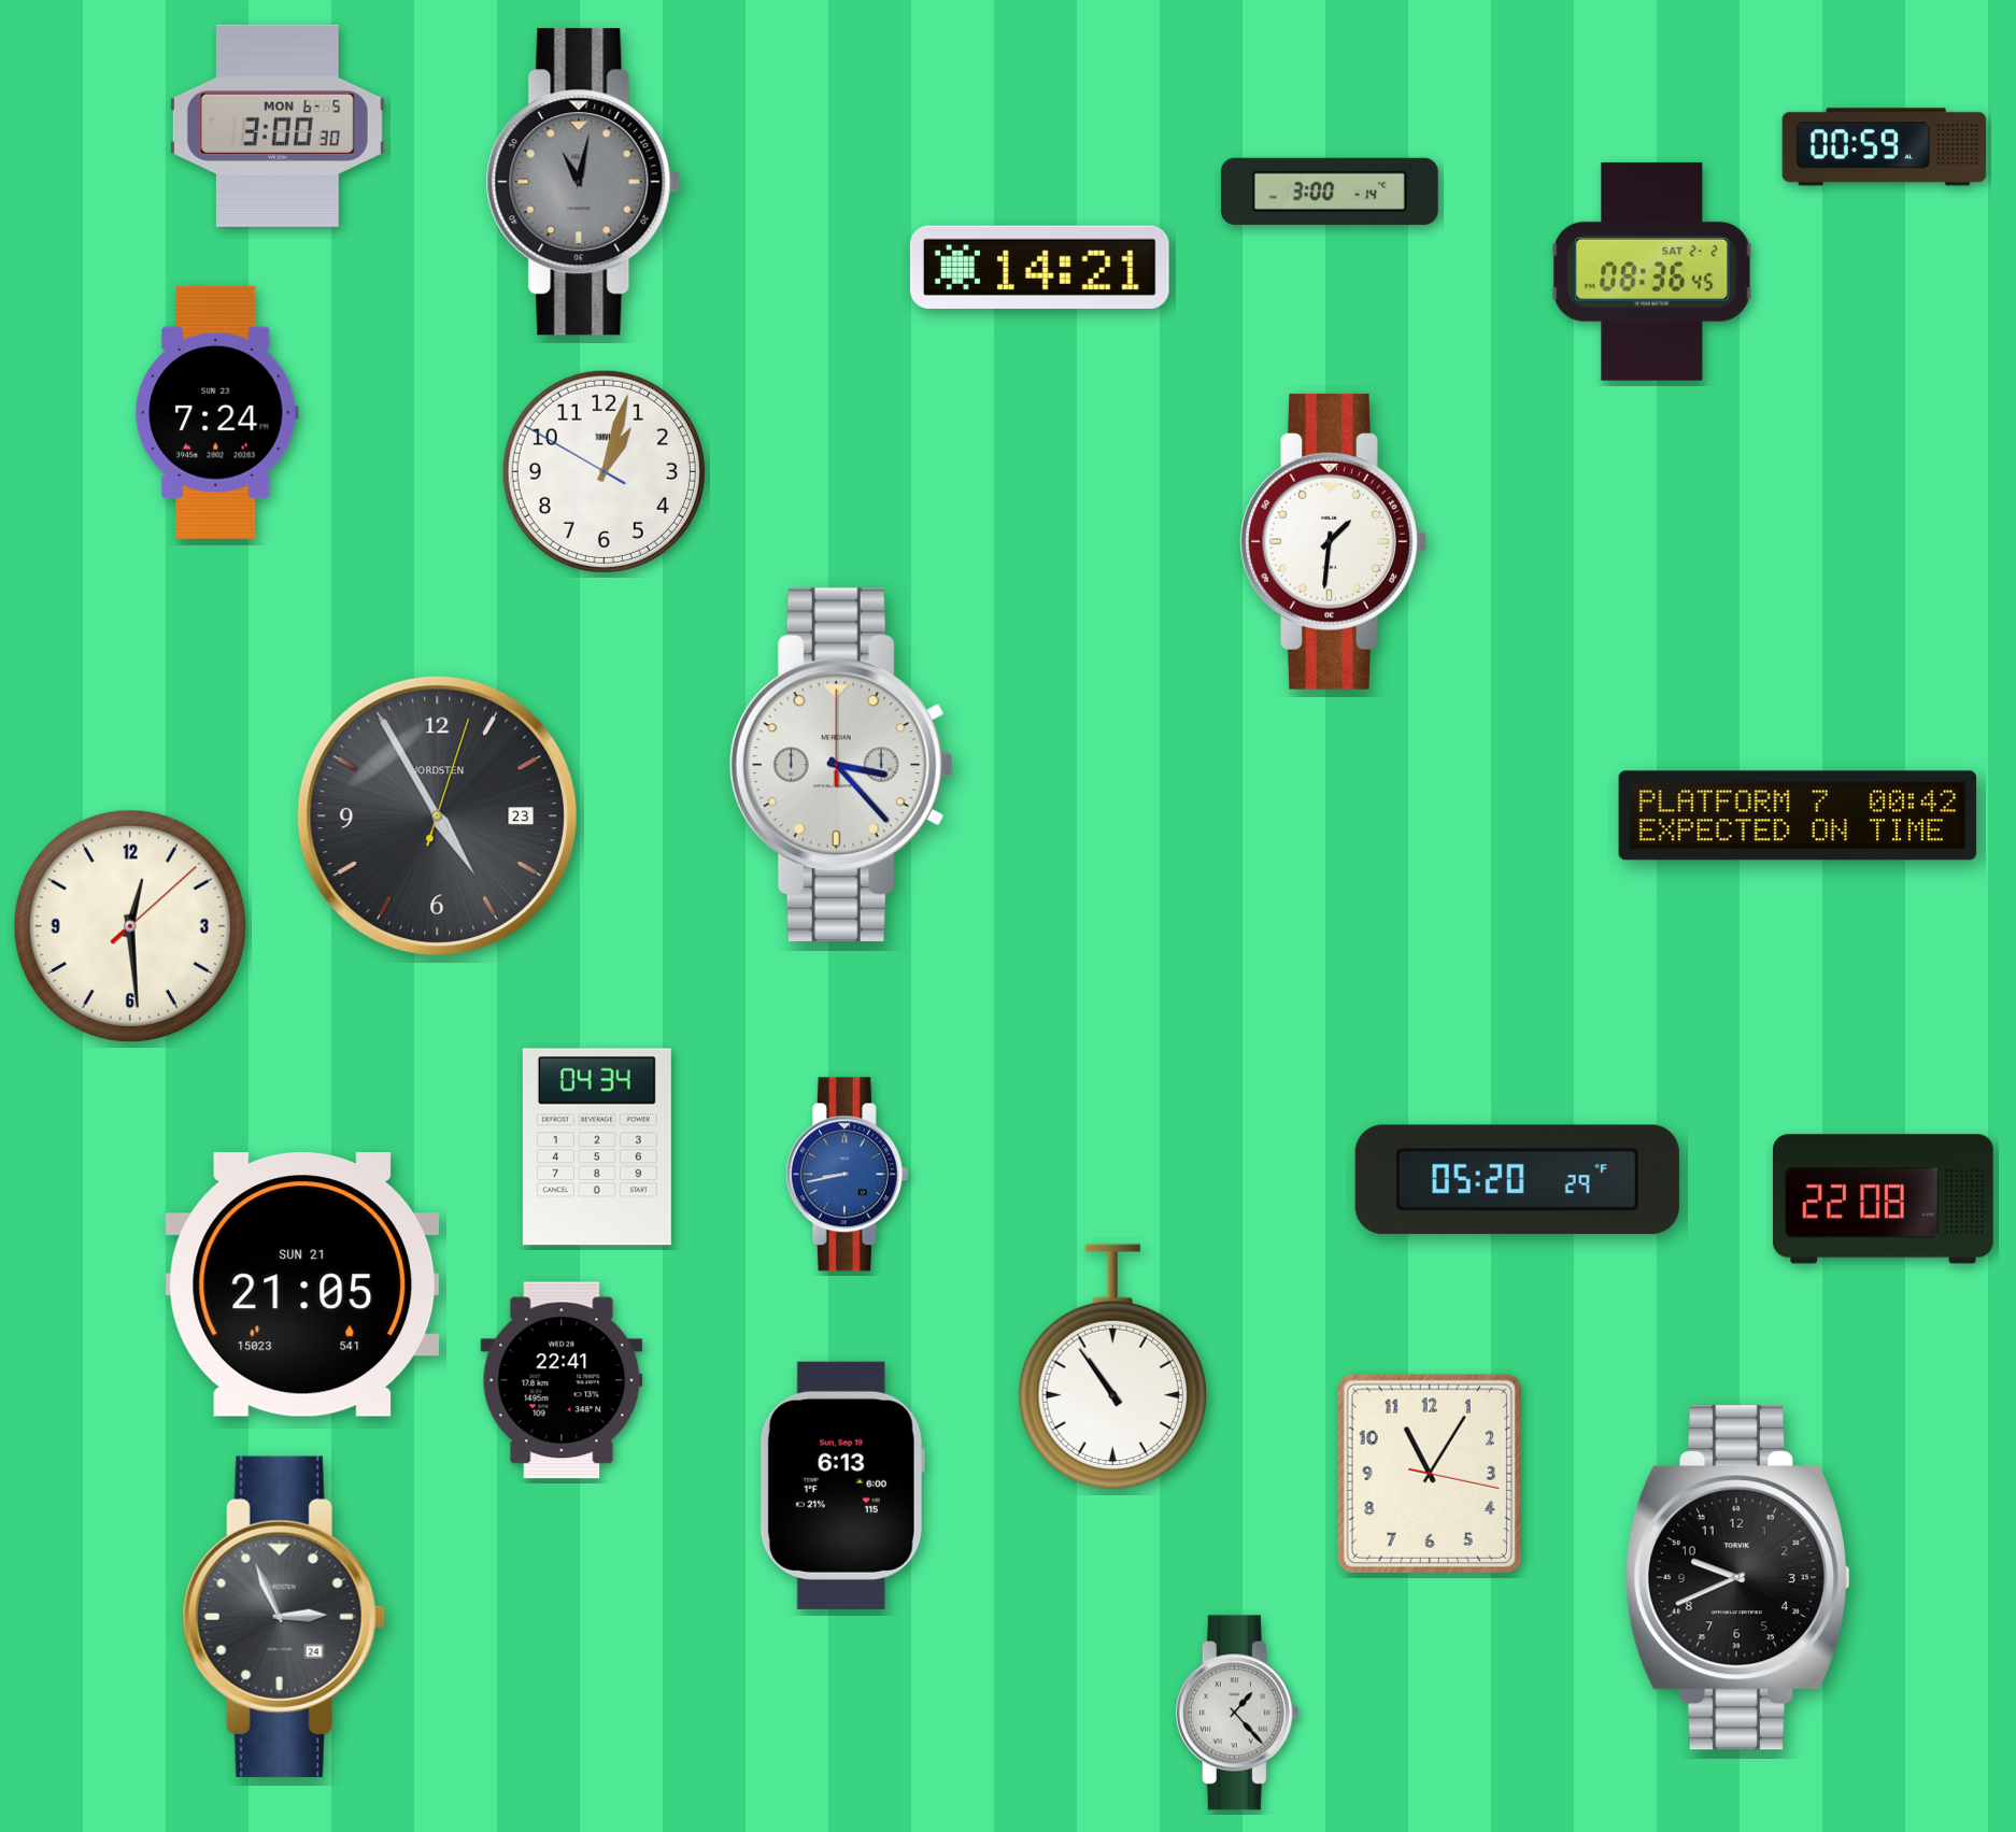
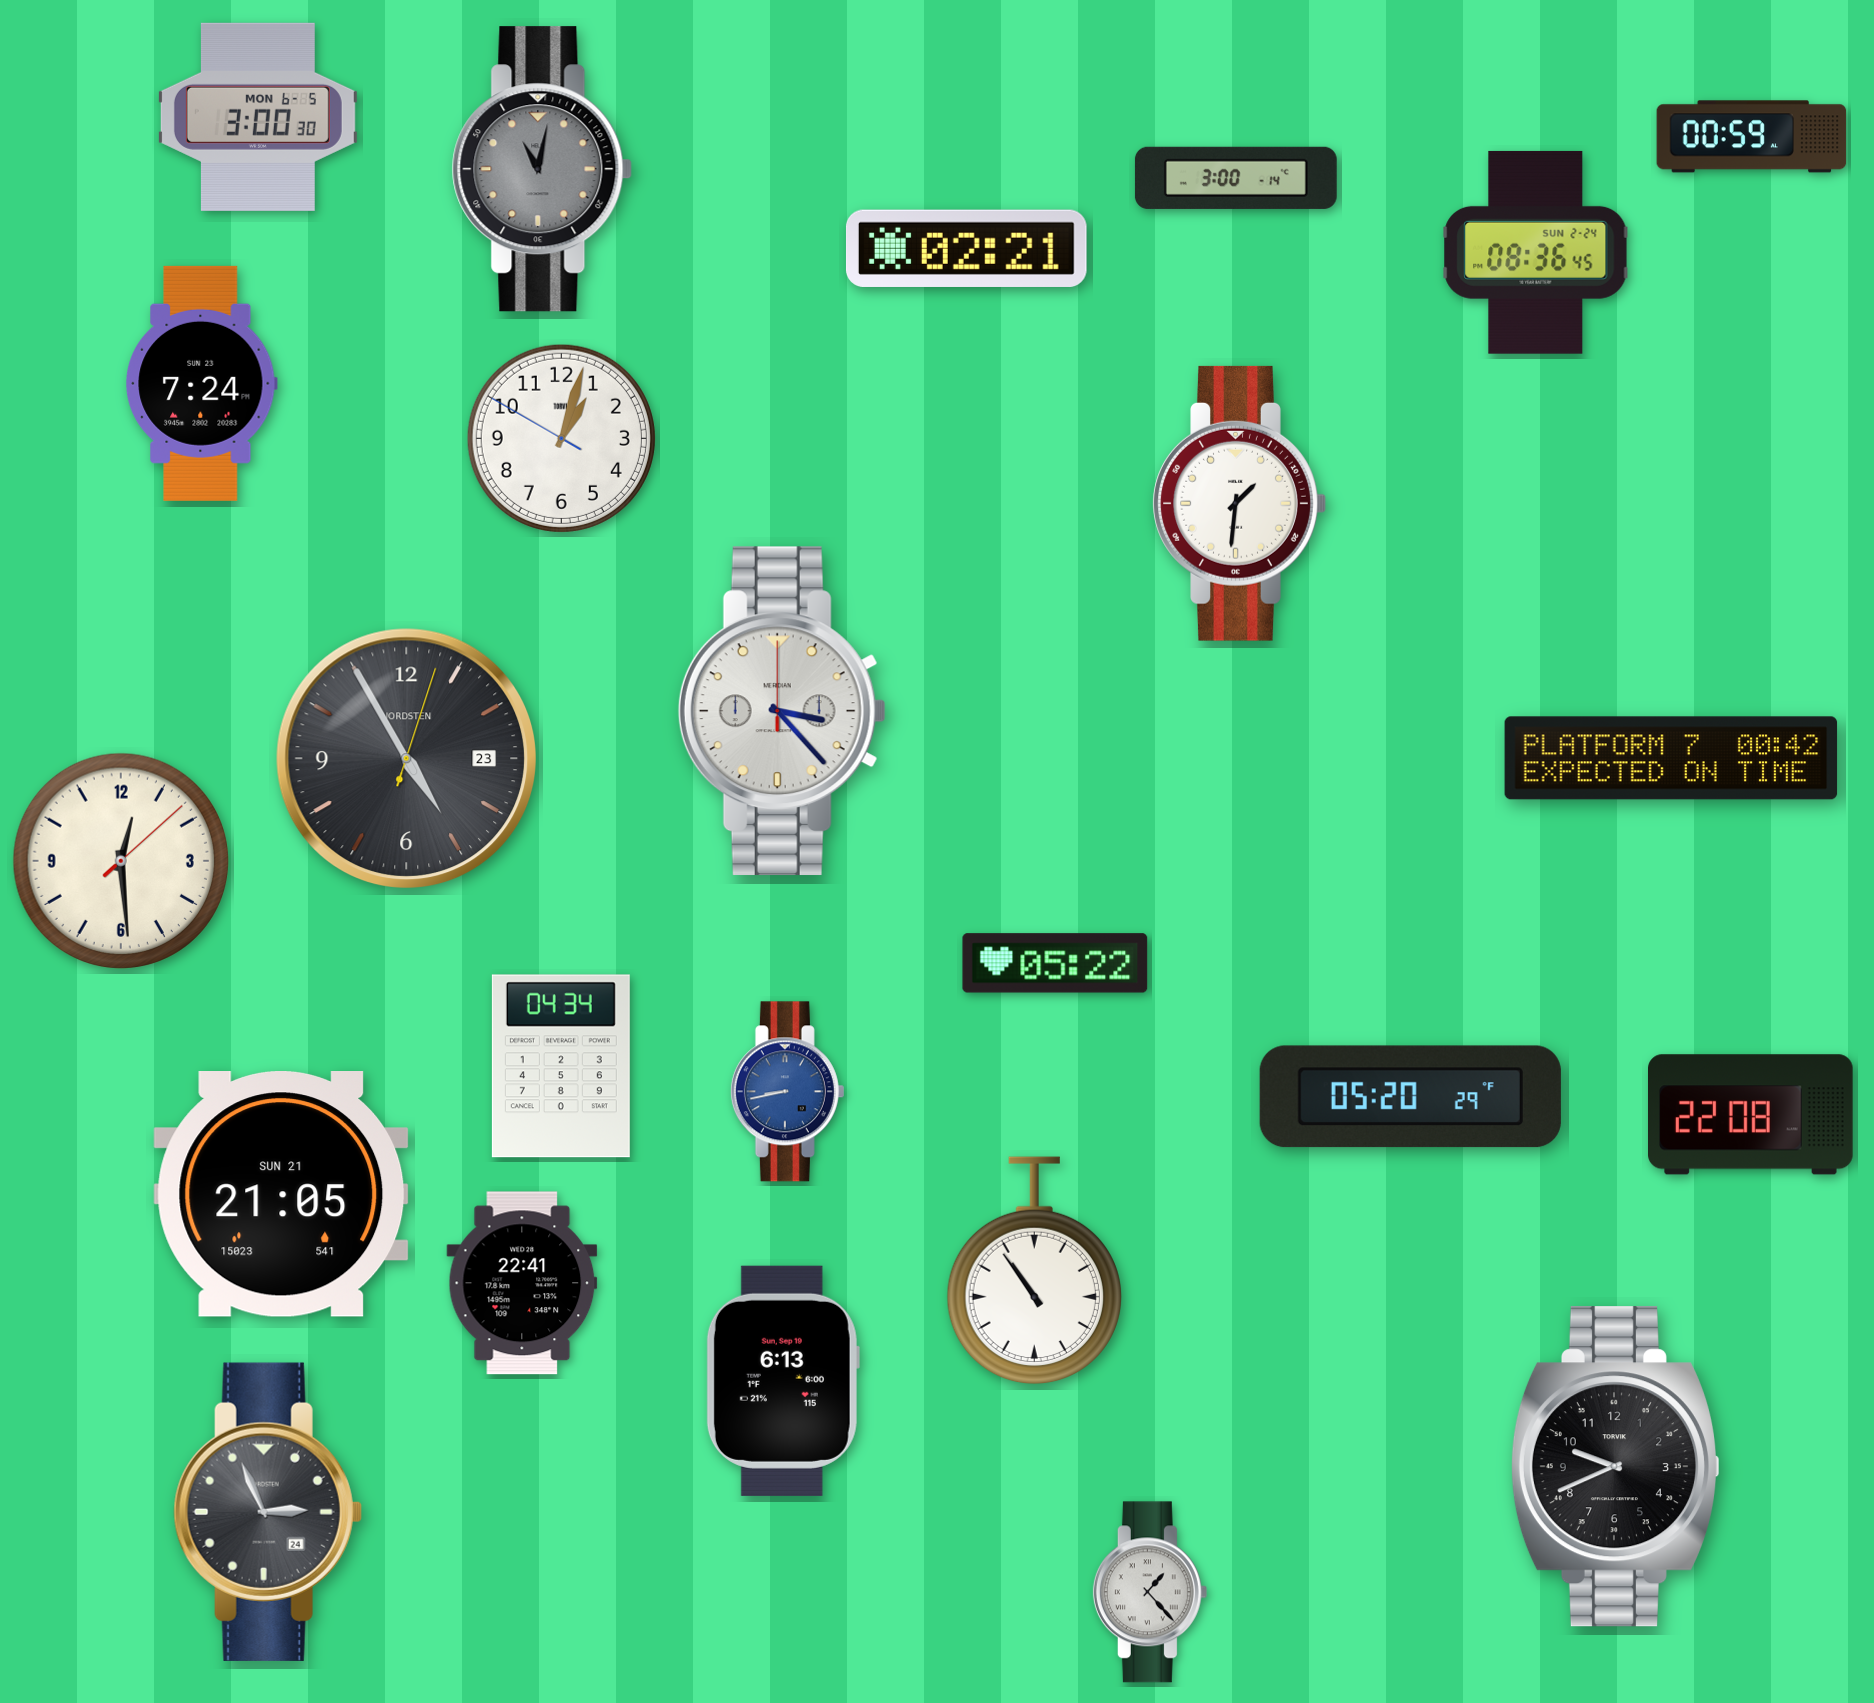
clock at (1039, 267): 14:21 -> 02:21
clock at (1652, 271) date: SAT 2-2 -> SUN 2-24
clock at (1055, 963): none -> 05:22
clock at (597, 1147) position: (597, 1147) -> (561, 1066)
clock at (1430, 1474): 11:05 -> none
clock at (284, 1617) position: (284, 1617) -> (268, 1512)
